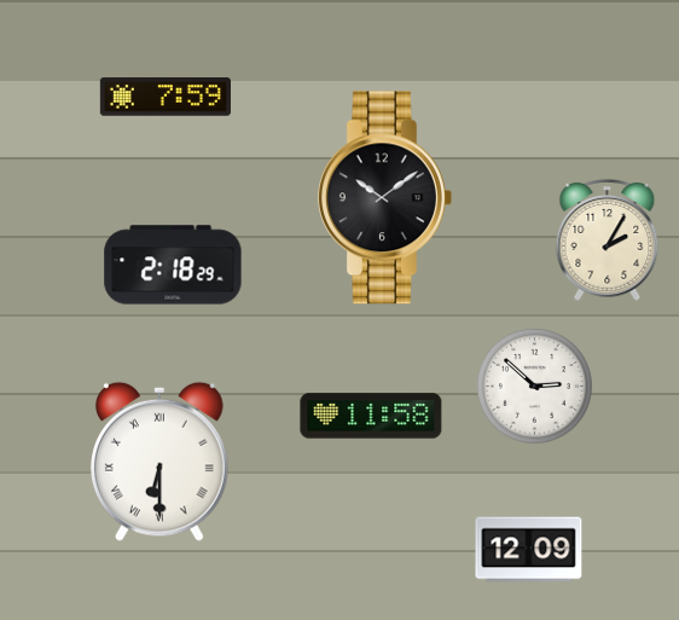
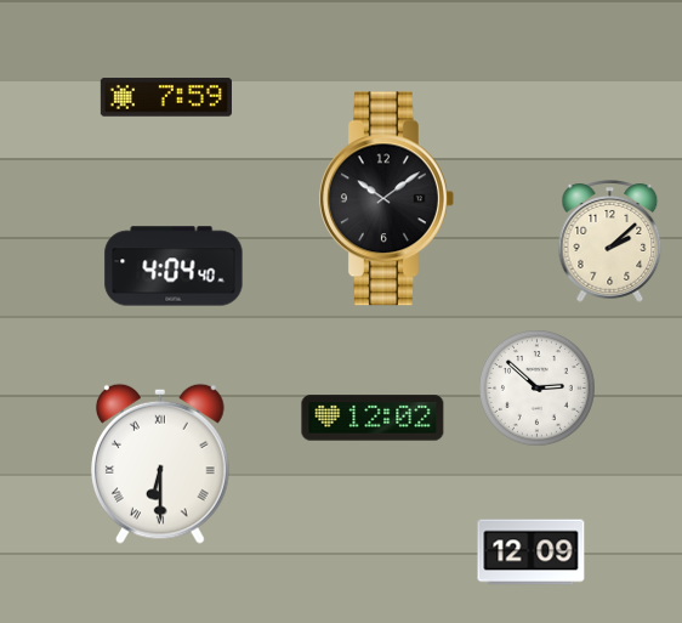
clock at (608, 241): 2:05 -> 2:08
clock at (173, 265): 2:18 -> 4:04
clock at (371, 416): 11:58 -> 12:02
